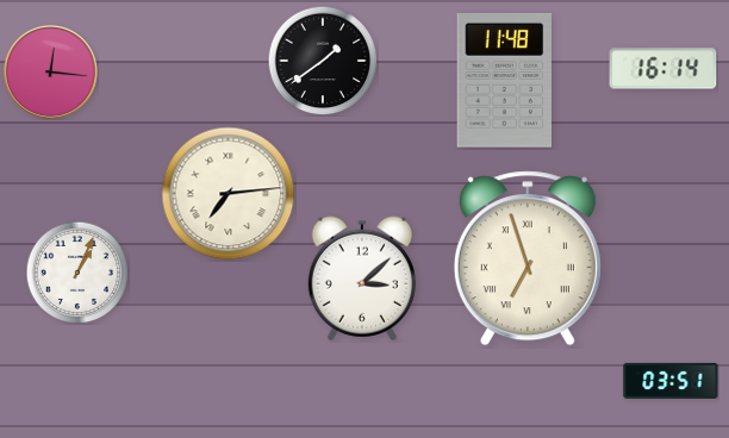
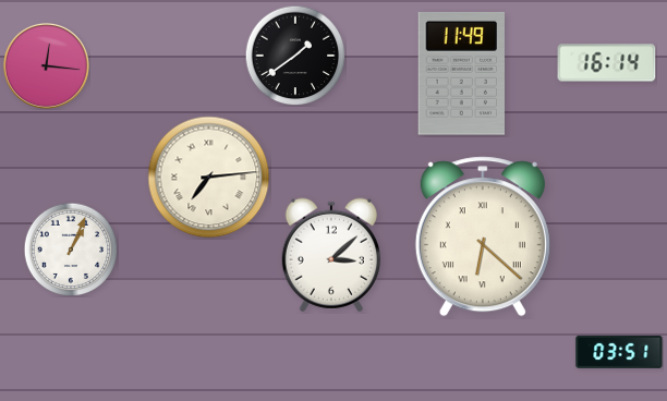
clock at (504, 81): 11:48 -> 11:49
clock at (528, 258): 6:57 -> 6:22
clock at (671, 381) position: (671, 381) -> (619, 352)
